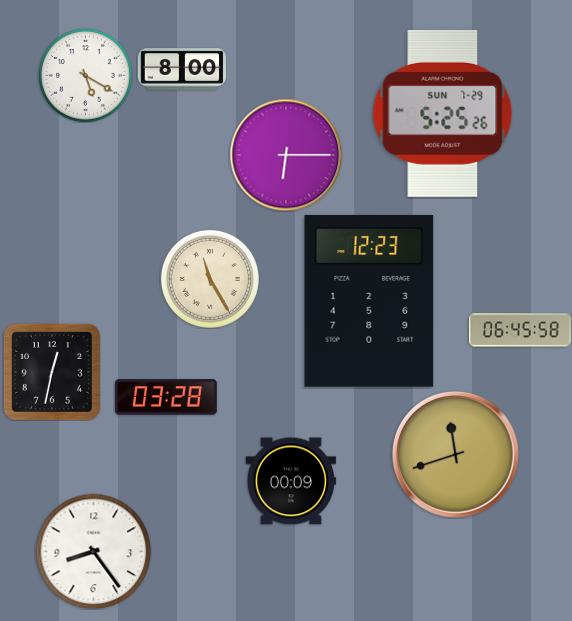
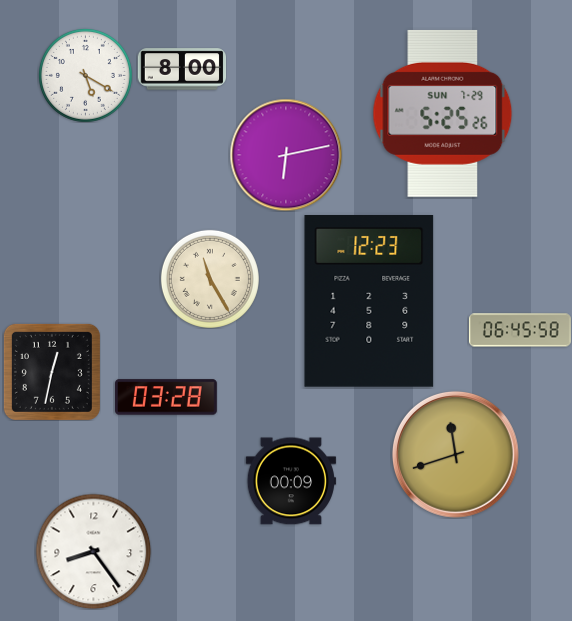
clock at (286, 155): 6:15 -> 6:13
